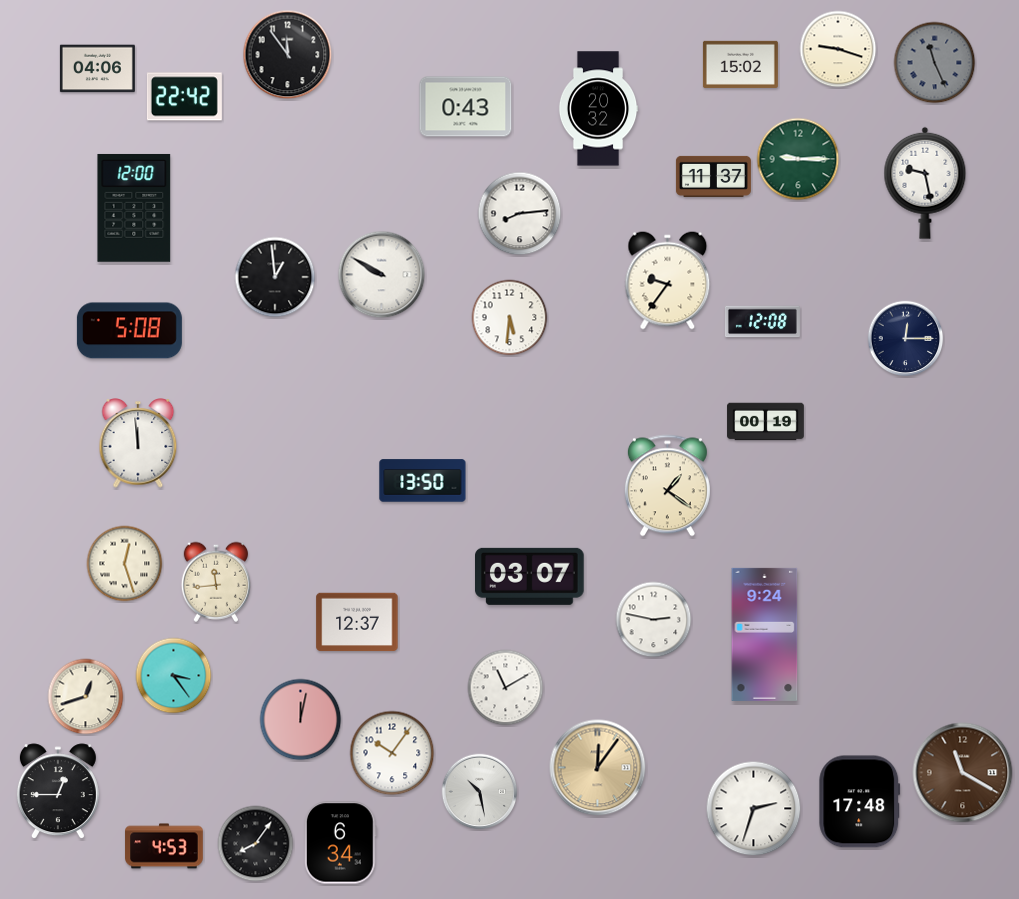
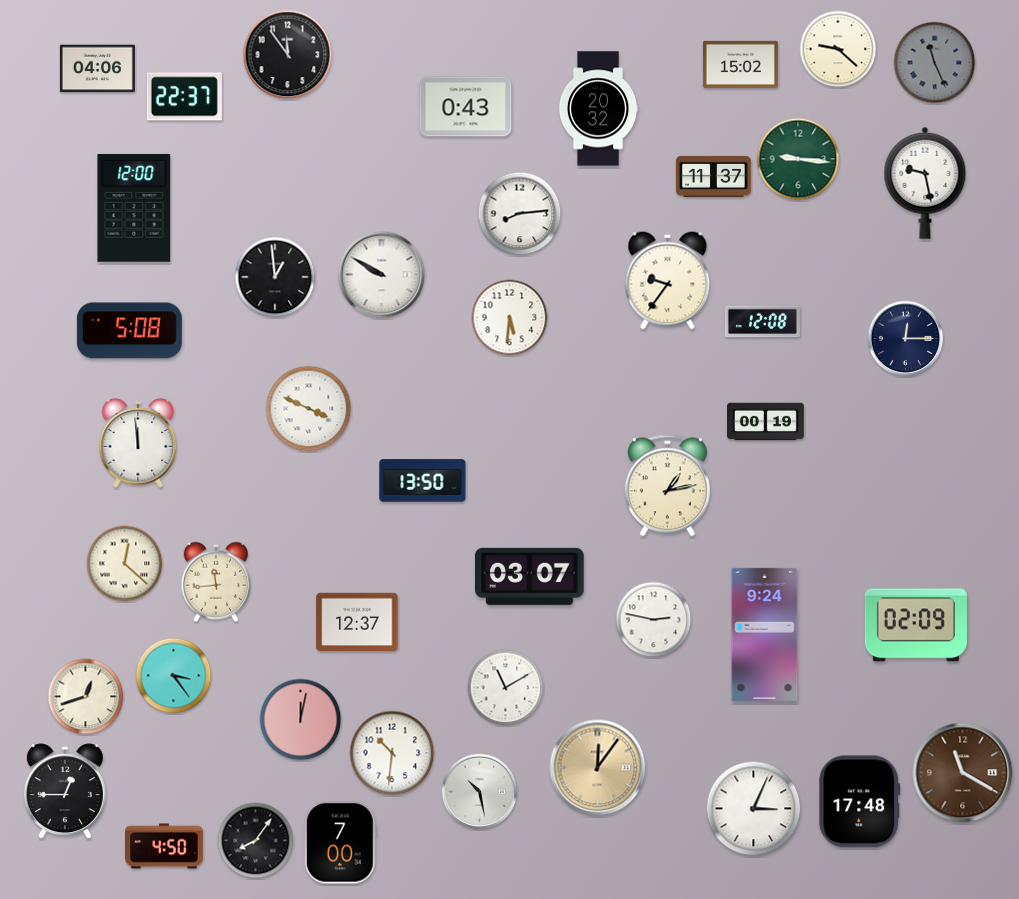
clock at (838, 49): 9:18 -> 9:22
clock at (184, 97): 22:42 -> 22:37
clock at (798, 159): 9:15 -> 9:16
clock at (309, 409): none -> 3:49
clock at (667, 486): 1:21 -> 1:13
clock at (125, 564): 12:27 -> 12:22
clock at (916, 625): none -> 02:09
clock at (392, 753): 10:06 -> 10:31
clock at (58, 792) position: (58, 792) -> (65, 792)
clock at (754, 809): 2:33 -> 3:04
clock at (340, 843): 6:34 -> 7:00
clock at (256, 844) position: (256, 844) -> (256, 841)
clock at (164, 846): 4:53 -> 4:50
